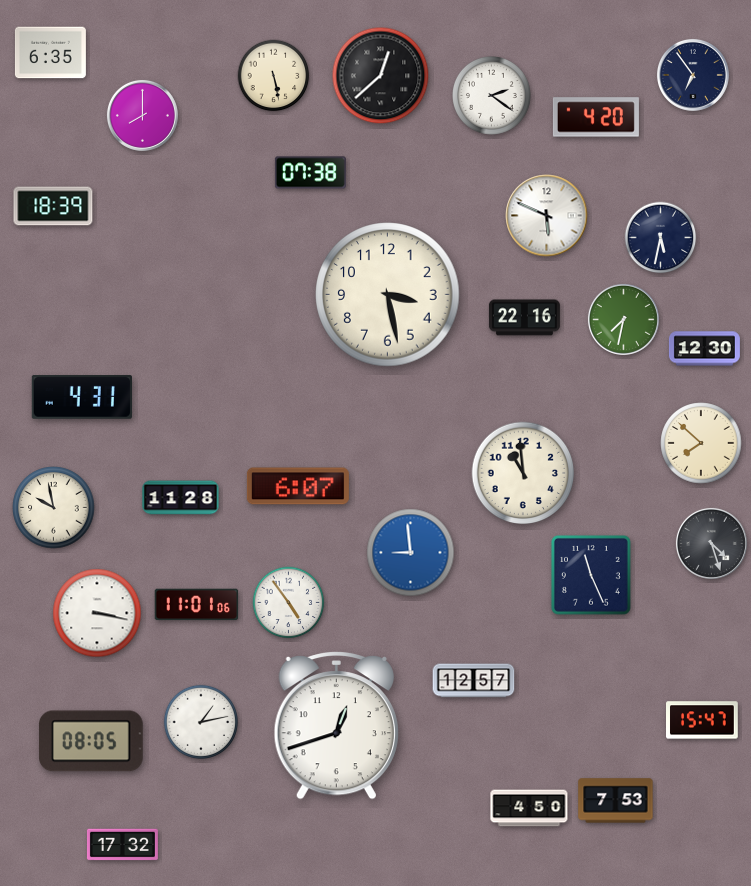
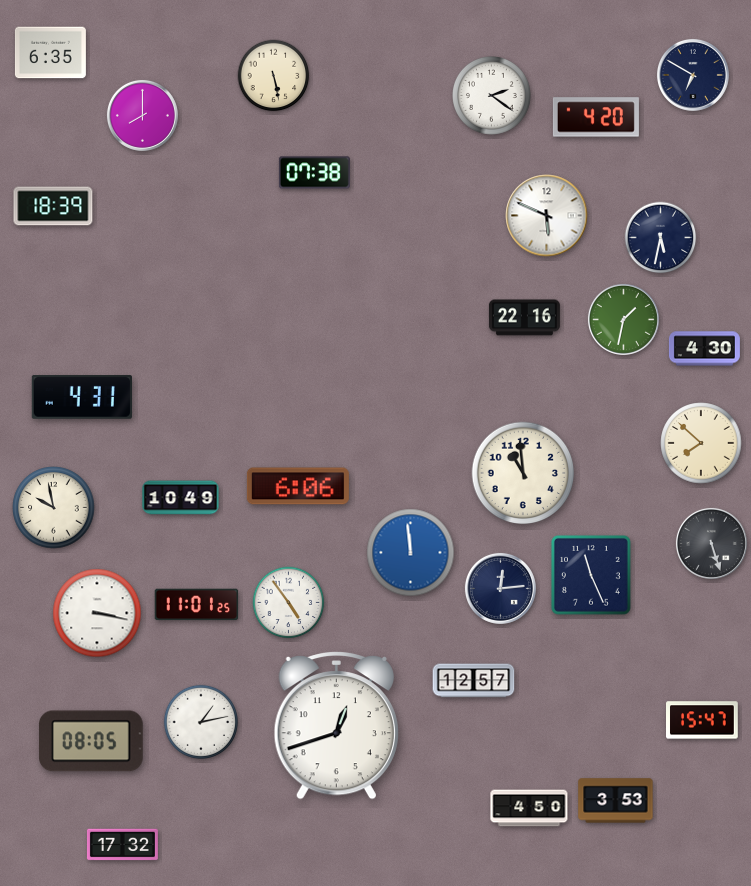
clock at (693, 75): 6:54 -> 6:50
clock at (381, 76): 12:38 -> none
clock at (310, 173) position: (310, 173) -> (314, 173)
clock at (388, 295): 3:28 -> none
clock at (623, 319): 7:32 -> 1:32
clock at (704, 349): 12:30 -> 4:30
clock at (298, 486): 6:07 -> 6:06
clock at (181, 498): 11:28 -> 10:49
clock at (711, 543): 4:27 -> 5:27
clock at (411, 553): 8:59 -> 11:59
clock at (500, 588): none -> 12:14
clock at (197, 605): 11:01:06 -> 11:01:25
clock at (616, 801): 7:53 -> 3:53
